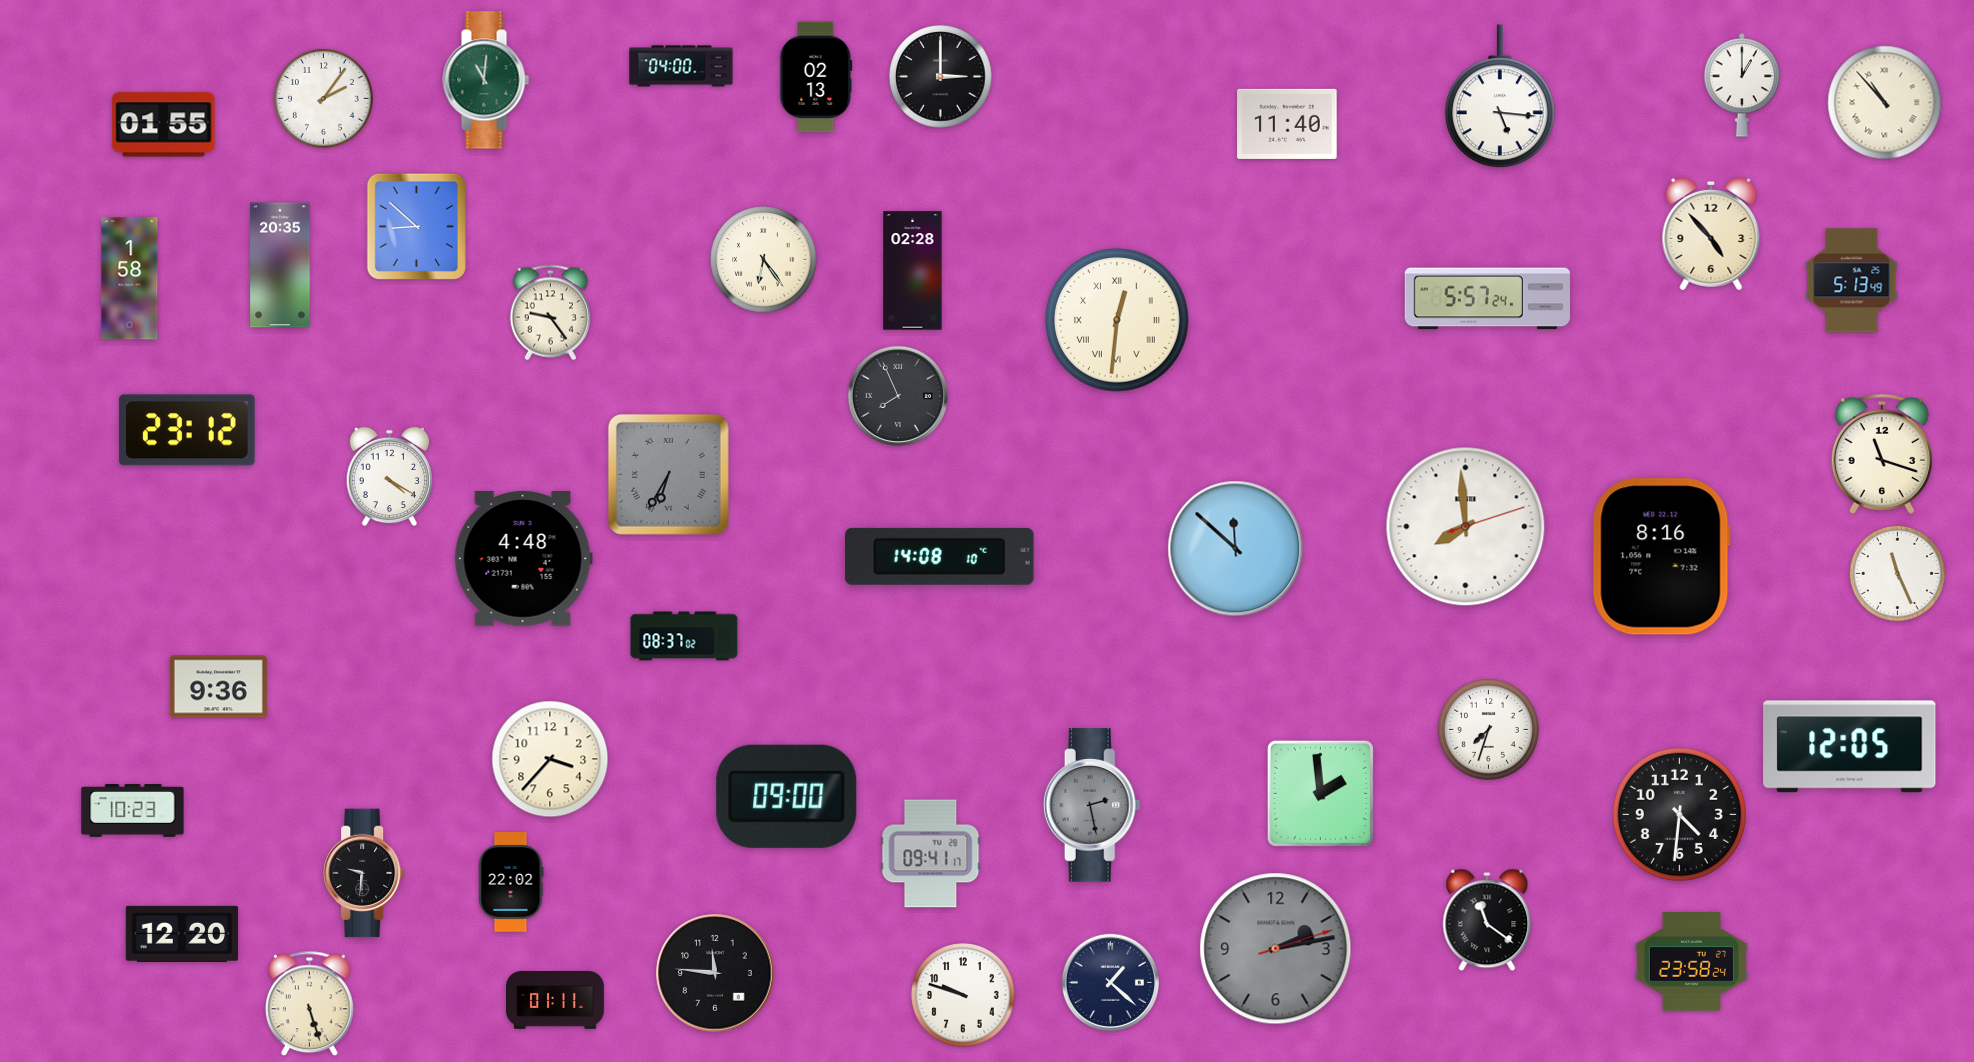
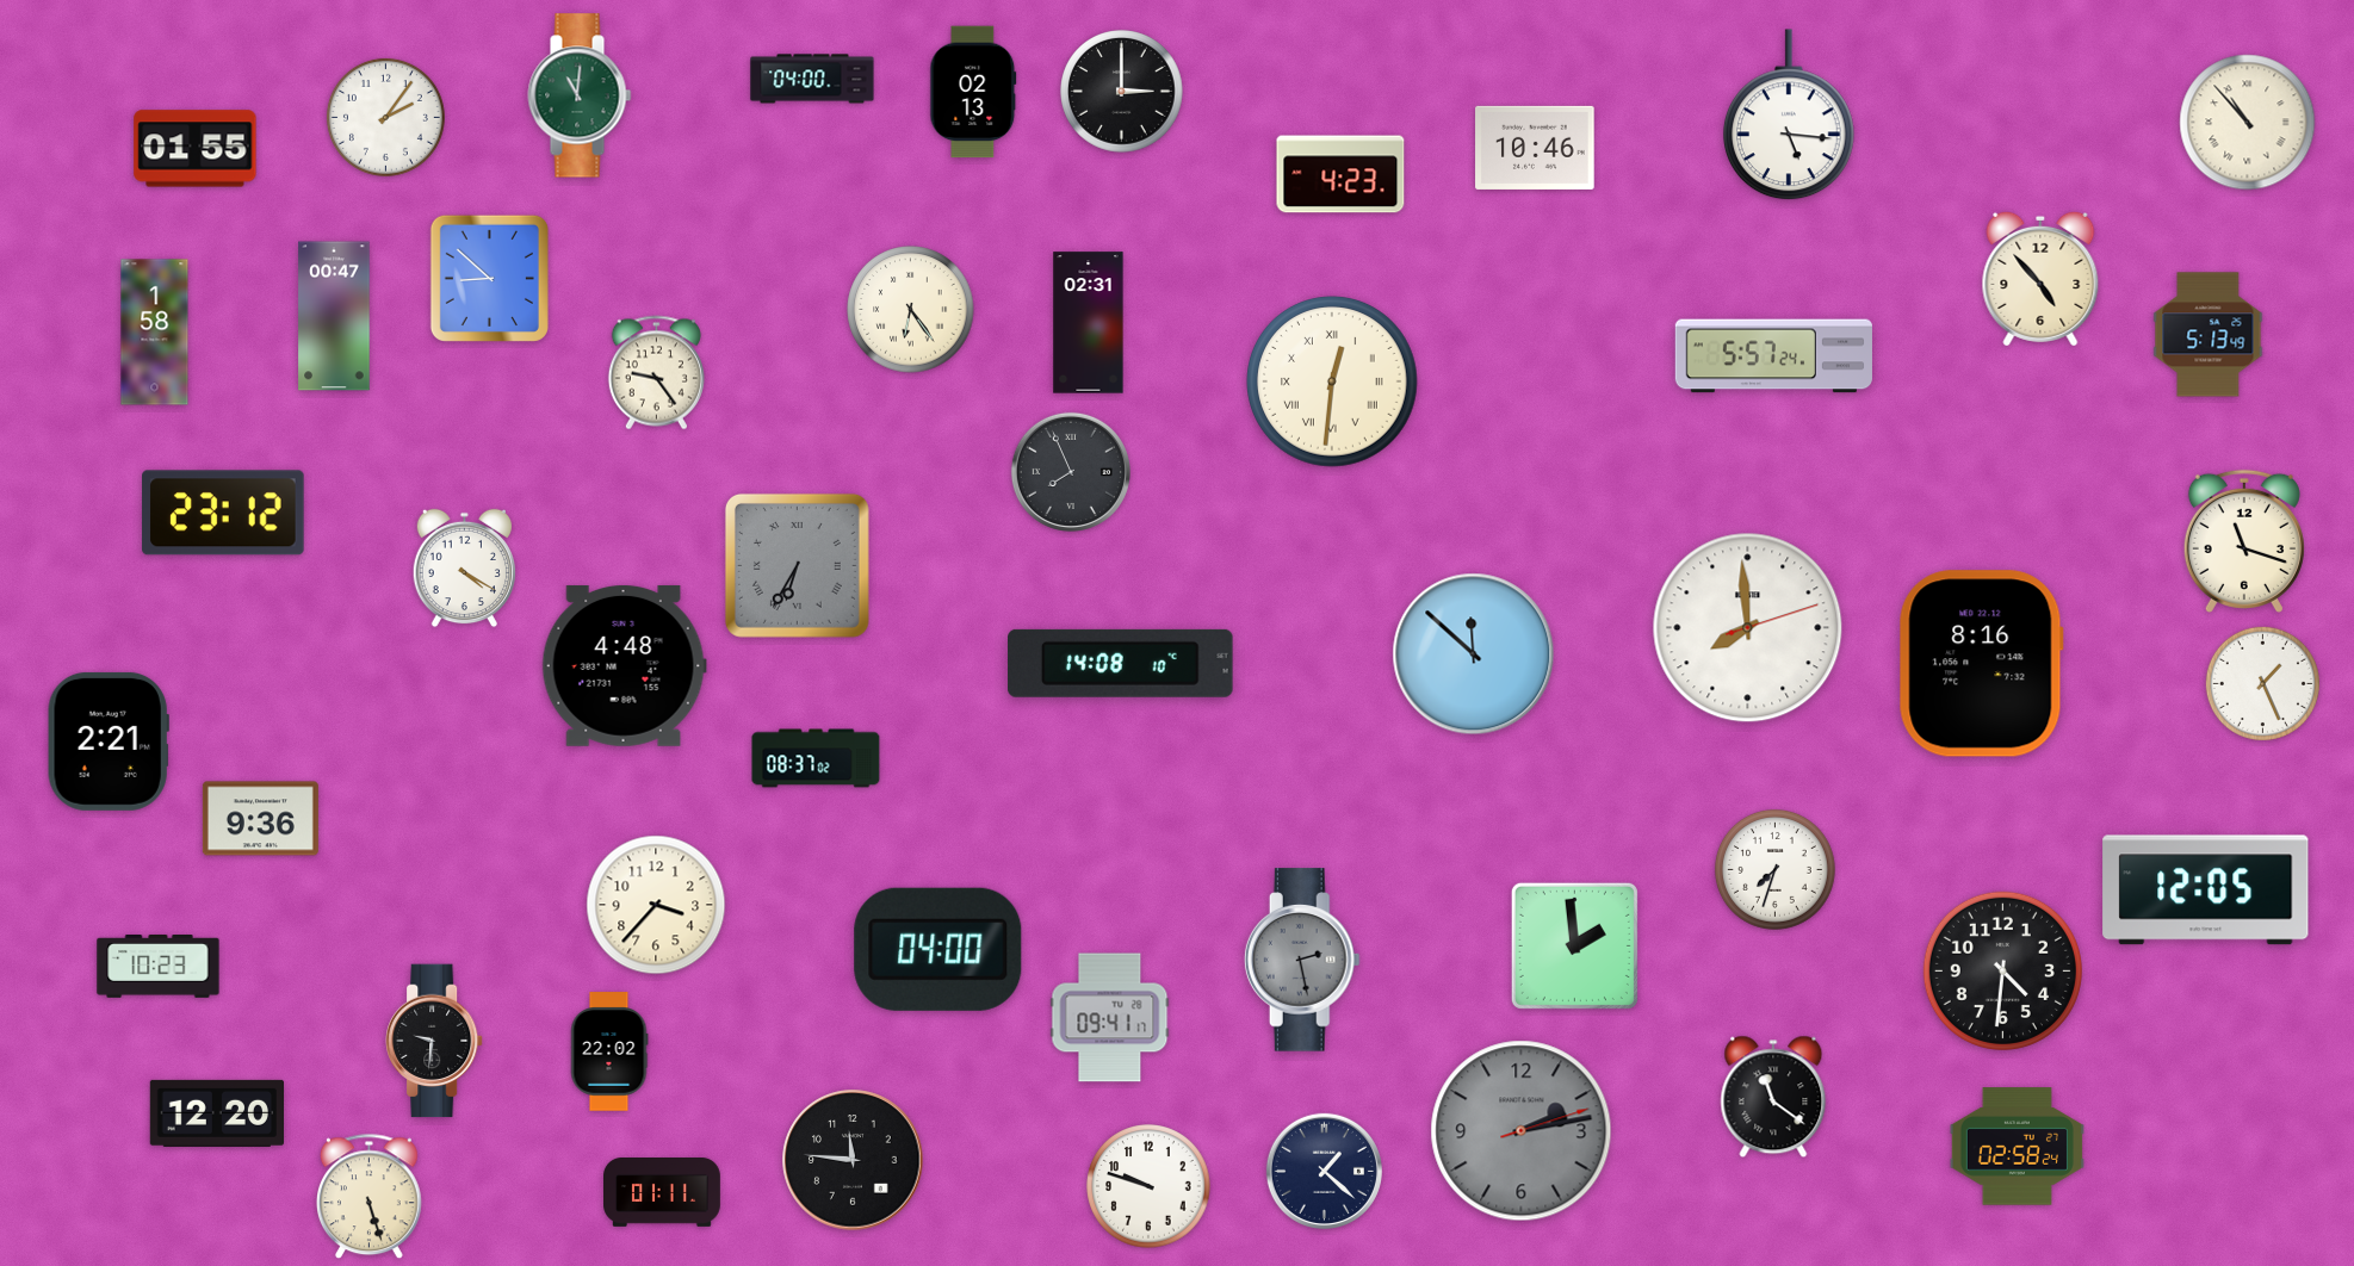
clock at (1742, 85): 1:00 -> none
clock at (1287, 124): 11:40 -> 10:46
clock at (1340, 174): none -> 4:23
clock at (416, 226) position: (416, 226) -> (489, 278)
clock at (280, 265): 20:35 -> 00:47
clock at (913, 271): 02:28 -> 02:31
clock at (1897, 573): 11:26 -> 1:26
clock at (109, 741): none -> 2:21
clock at (787, 796): 09:00 -> 04:00
clock at (1691, 962): 23:58 -> 02:58
